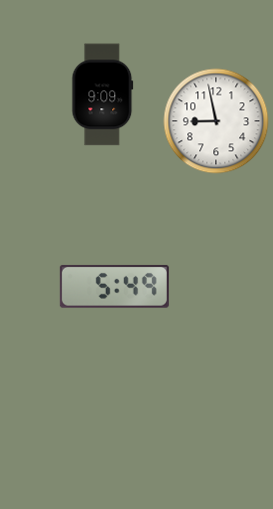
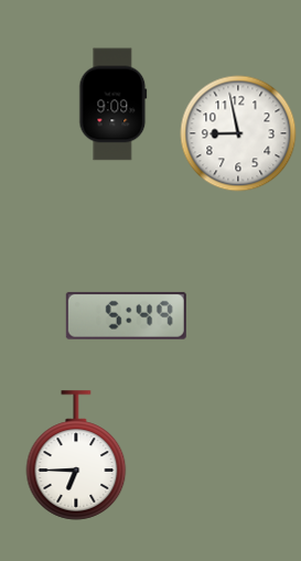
clock at (76, 455): none -> 6:45
